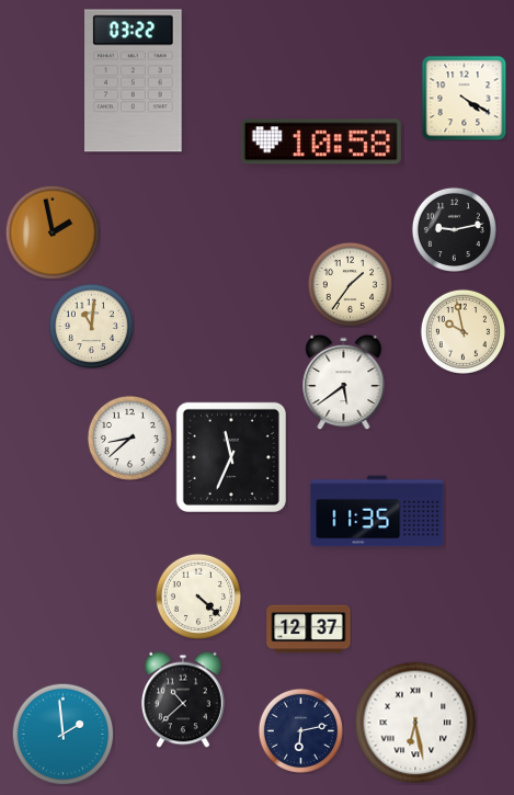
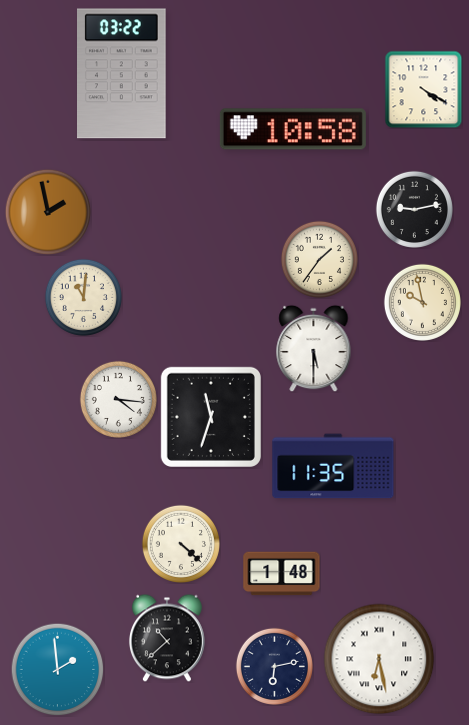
clock at (344, 382): 5:39 -> 5:30
clock at (129, 438): 8:38 -> 4:16
clock at (231, 457): 11:34 -> 11:33
clock at (377, 511) position: (377, 511) -> (333, 466)
clock at (309, 629): 12:37 -> 1:48
